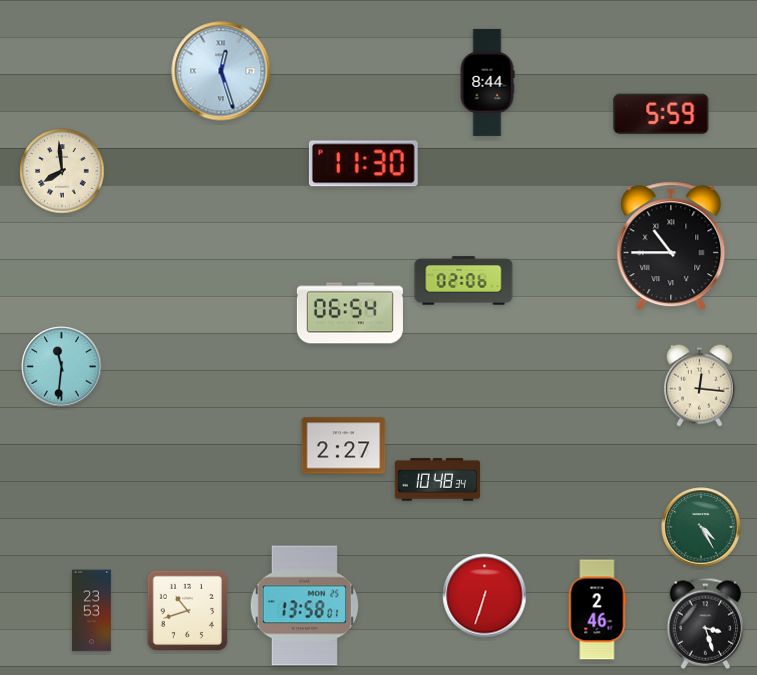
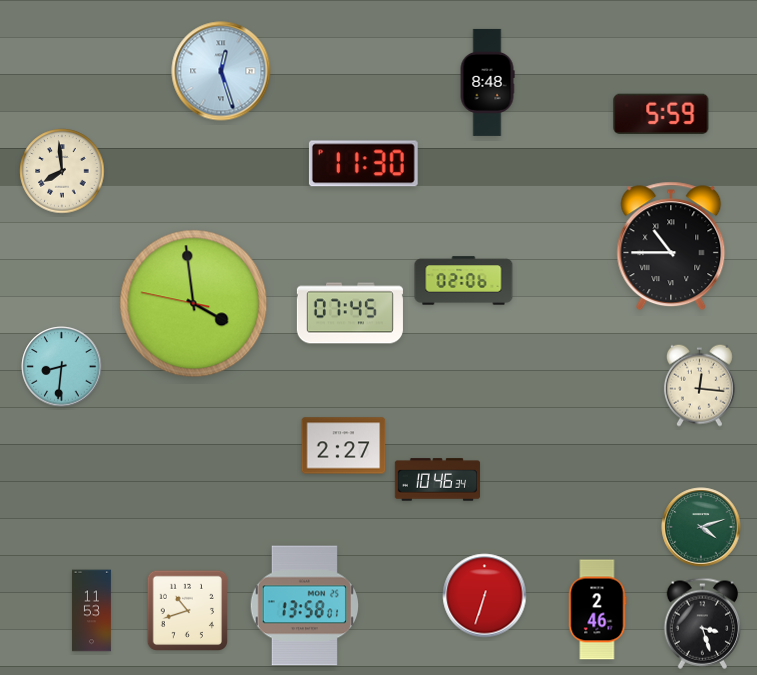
clock at (487, 82): 8:44 -> 8:48
clock at (194, 304): none -> 3:58
clock at (350, 313): 06:54 -> 07:45
clock at (62, 367): 11:31 -> 8:31
clock at (438, 480): 10:48 -> 10:46
clock at (701, 527): 4:25 -> 4:12
clock at (91, 611): 23:53 -> 11:53
clock at (706, 623) position: (706, 623) -> (703, 623)
